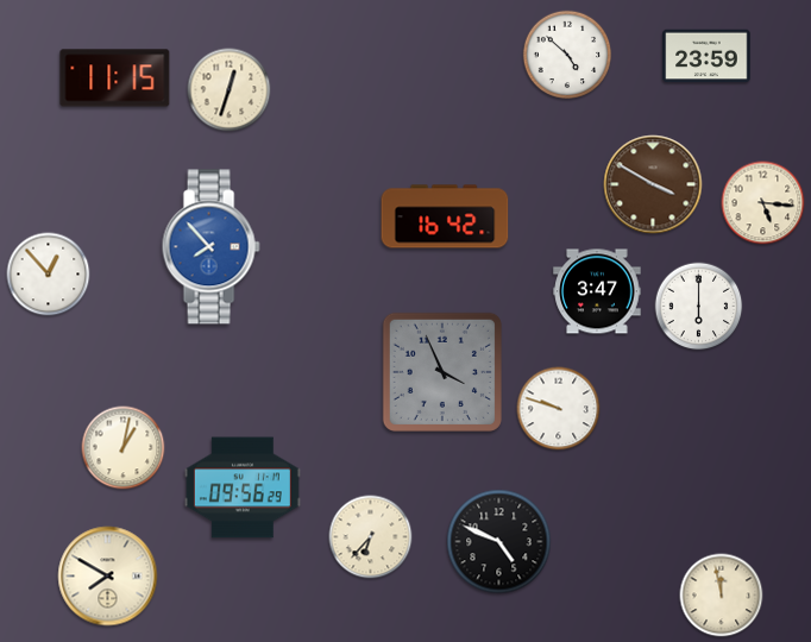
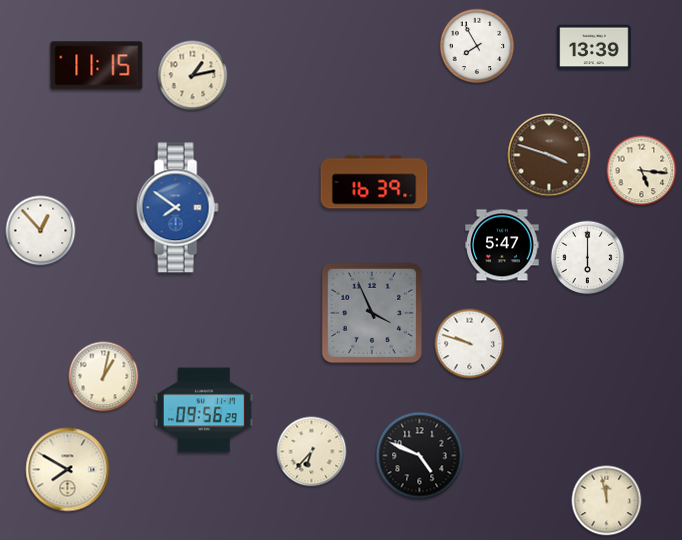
clock at (567, 55): 4:52 -> 7:55
clock at (706, 56): 23:59 -> 13:39
clock at (230, 90): 12:33 -> 1:13
clock at (653, 184): 3:50 -> 3:48
clock at (445, 216): 16:42 -> 16:39
clock at (210, 247): 7:53 -> 7:51
clock at (597, 291): 3:47 -> 5:47
clock at (108, 577) position: (108, 577) -> (68, 470)
